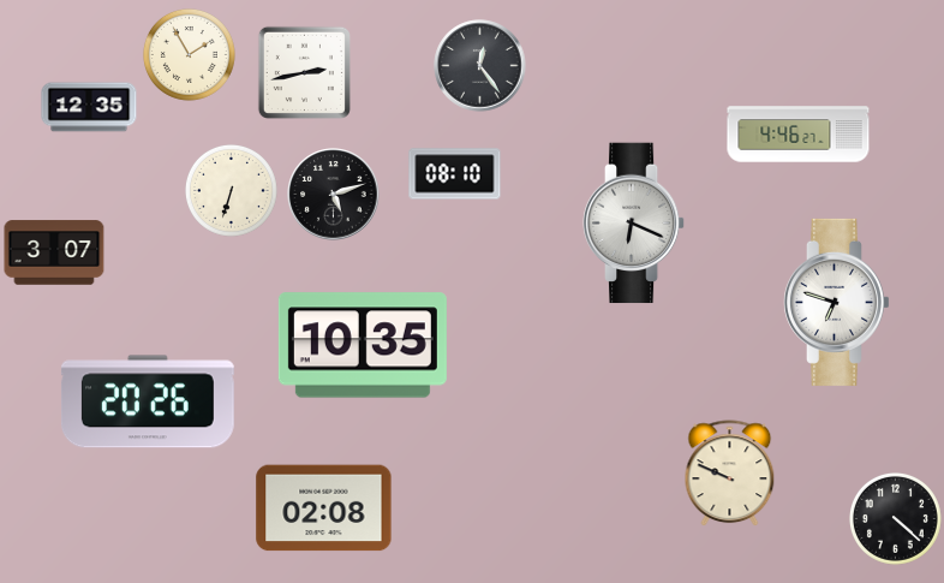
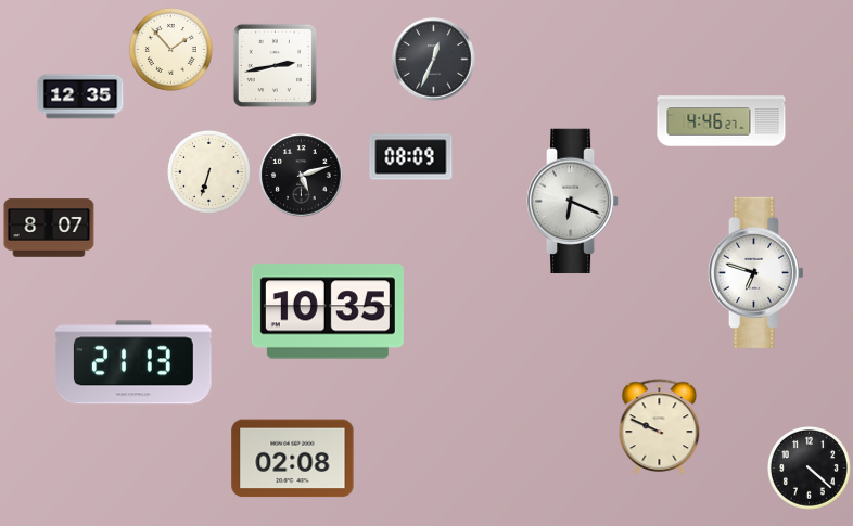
clock at (189, 54): 1:55 -> 1:53
clock at (480, 66): 12:24 -> 12:34
clock at (455, 174): 08:10 -> 08:09
clock at (54, 252): 3:07 -> 8:07
clock at (148, 401): 20:26 -> 21:13
